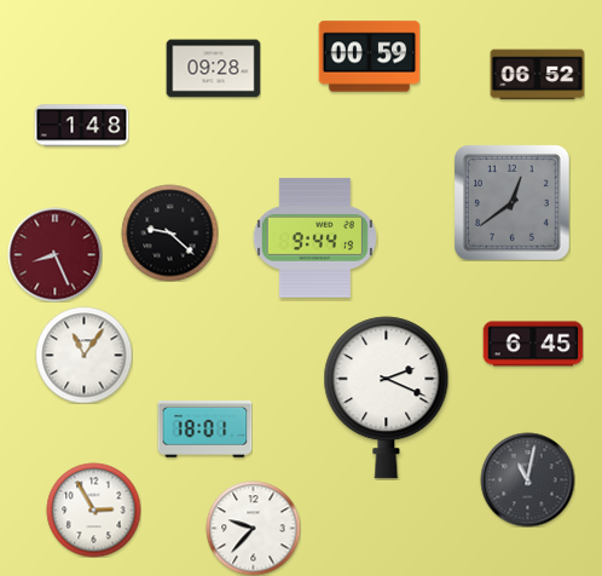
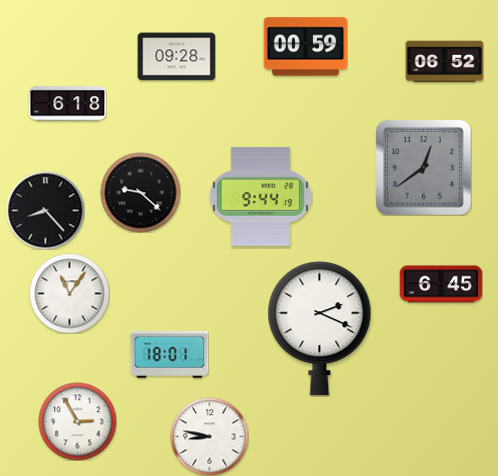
clock at (81, 126): 1:48 -> 6:18
clock at (54, 254): 8:26 -> 8:23
clock at (54, 254) dial: burgundy -> black
clock at (527, 479): 11:02 -> none
clock at (253, 528): 9:37 -> 8:47
